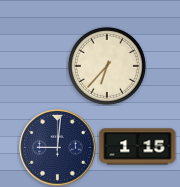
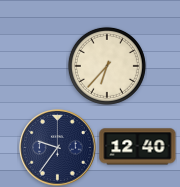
clock at (138, 147): 1:15 -> 12:40
clock at (58, 148): 9:01 -> 9:36
